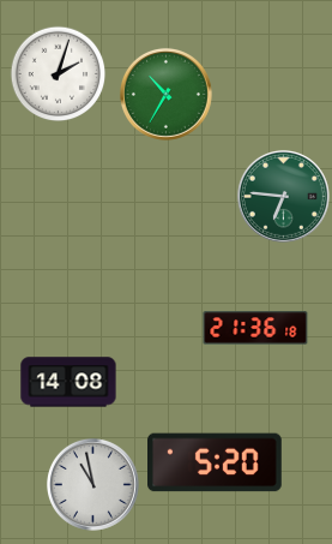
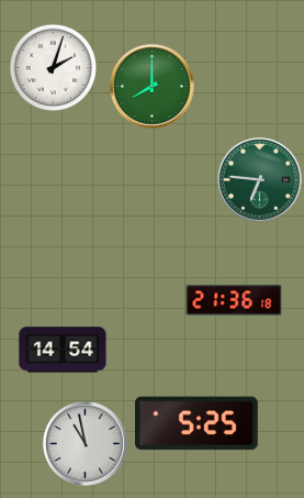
clock at (165, 94): 10:35 -> 8:00
clock at (68, 382): 14:08 -> 14:54
clock at (216, 462): 5:20 -> 5:25
